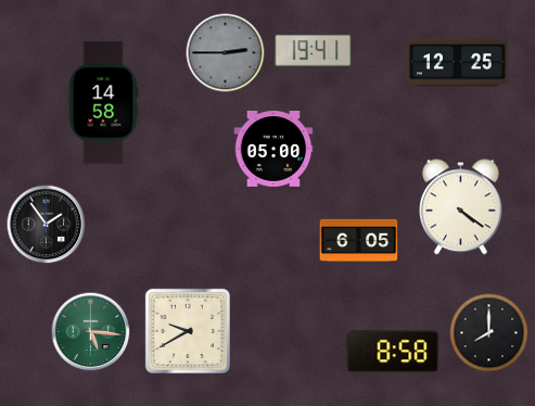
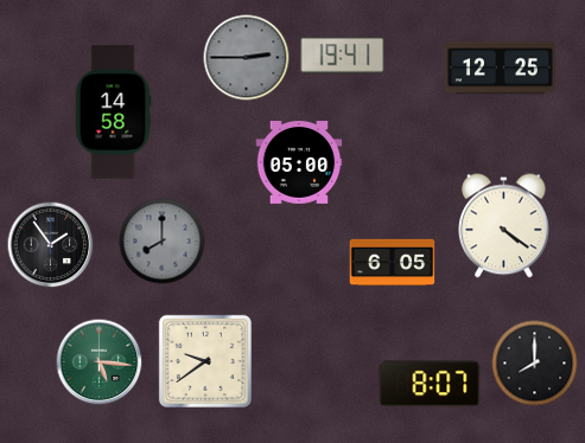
clock at (163, 242): none -> 8:00
clock at (188, 331): 9:40 -> 9:39
clock at (393, 352): 8:58 -> 8:07
